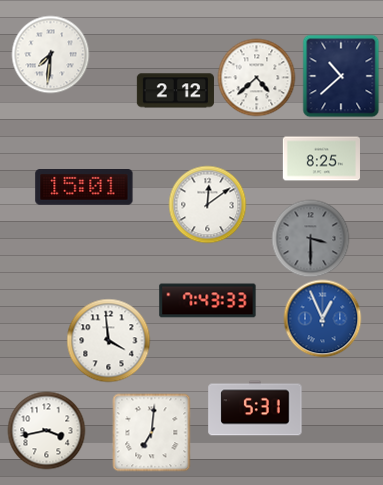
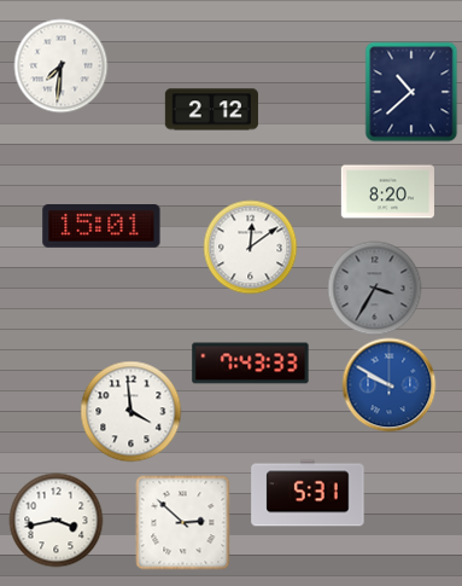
clock at (256, 77): 4:38 -> none
clock at (321, 159): 8:25 -> 8:20
clock at (310, 238): 3:30 -> 3:35
clock at (322, 318): 12:56 -> 9:50
clock at (151, 432): 7:01 -> 2:52
